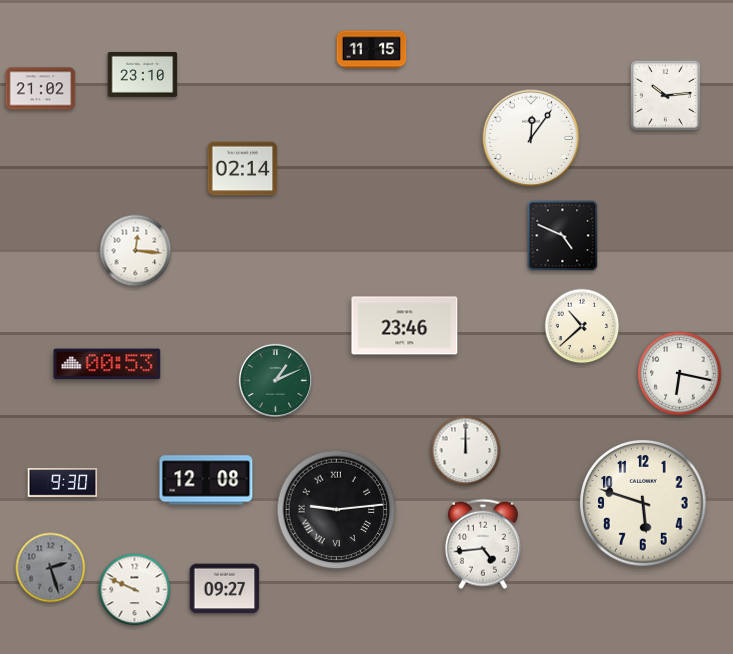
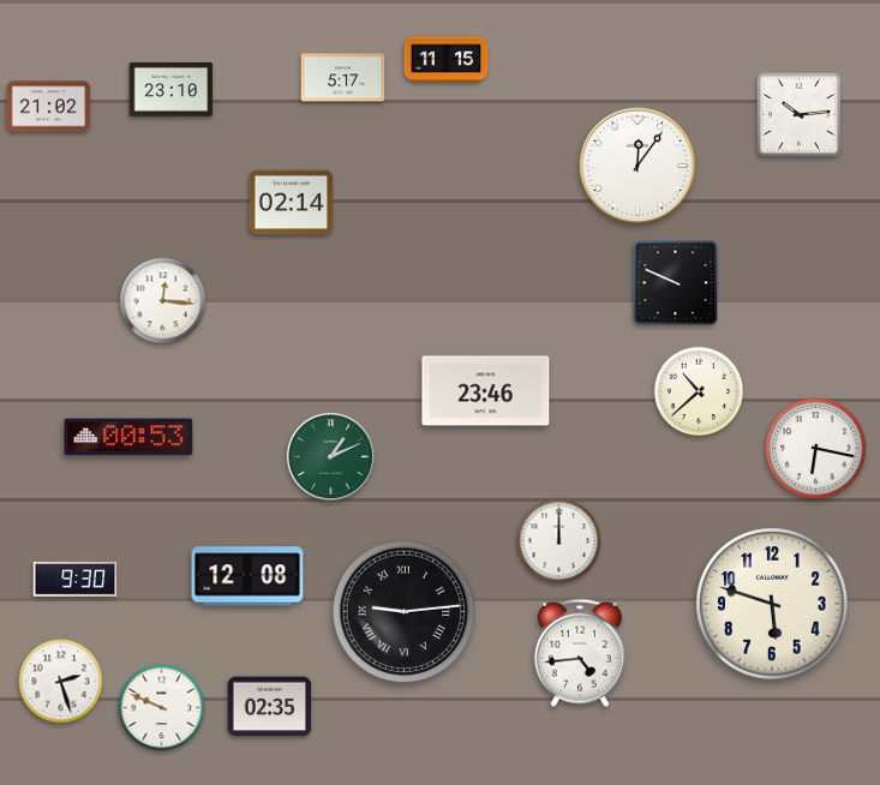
clock at (343, 78): none -> 5:17
clock at (563, 236): 4:49 -> 9:49
clock at (51, 568) dial: grey -> white
clock at (225, 589): 09:27 -> 02:35
